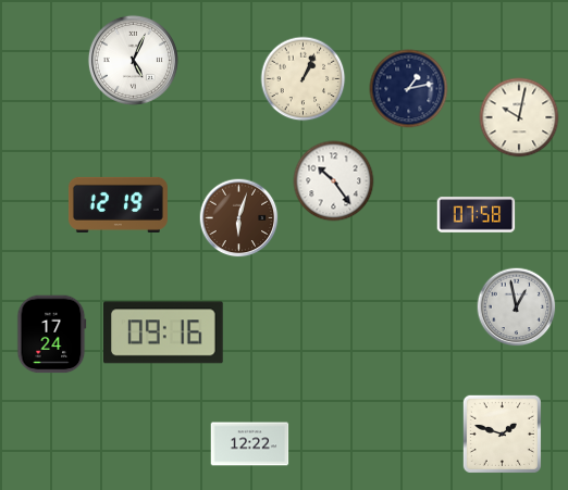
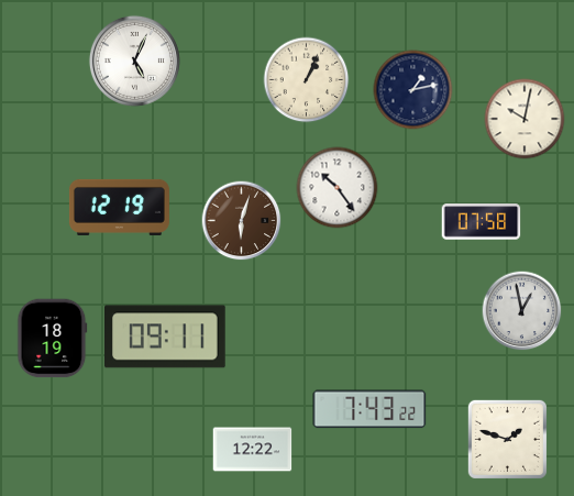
clock at (334, 181) position: (334, 181) -> (338, 188)
clock at (477, 215) position: (477, 215) -> (482, 222)
clock at (164, 332): 09:16 -> 09:11
clock at (52, 335): 17:24 -> 18:19
clock at (369, 409): none -> 7:43
